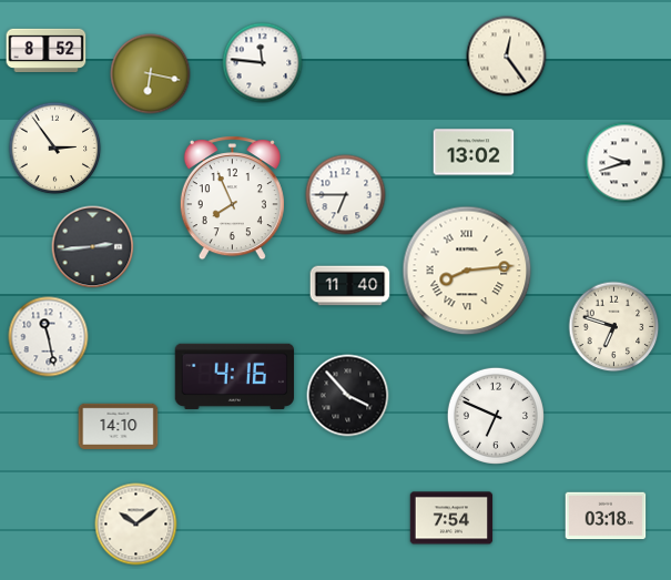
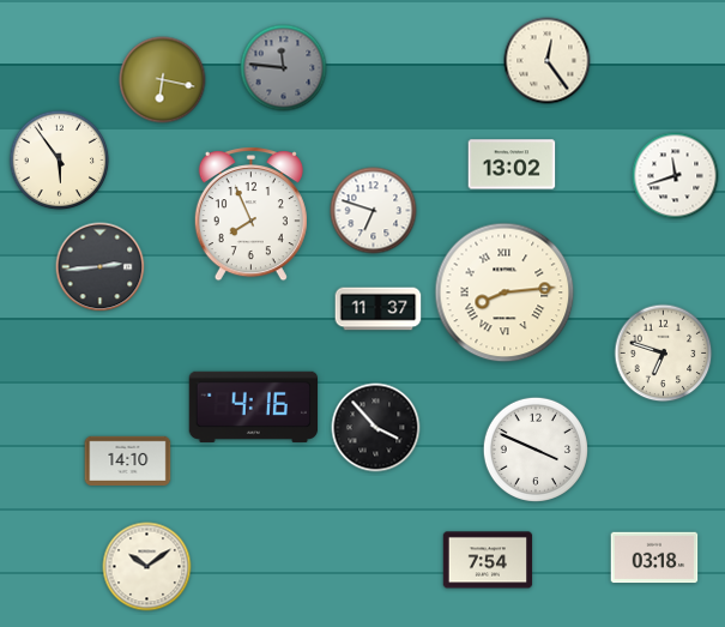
clock at (47, 51): 8:52 -> none
clock at (263, 63) dial: white -> grey
clock at (55, 149): 2:54 -> 5:54
clock at (626, 163): 9:42 -> 11:42
clock at (346, 195): 6:45 -> 6:48
clock at (350, 286): 11:40 -> 11:37
clock at (49, 337): 11:28 -> none
clock at (496, 416): 6:49 -> 3:49
